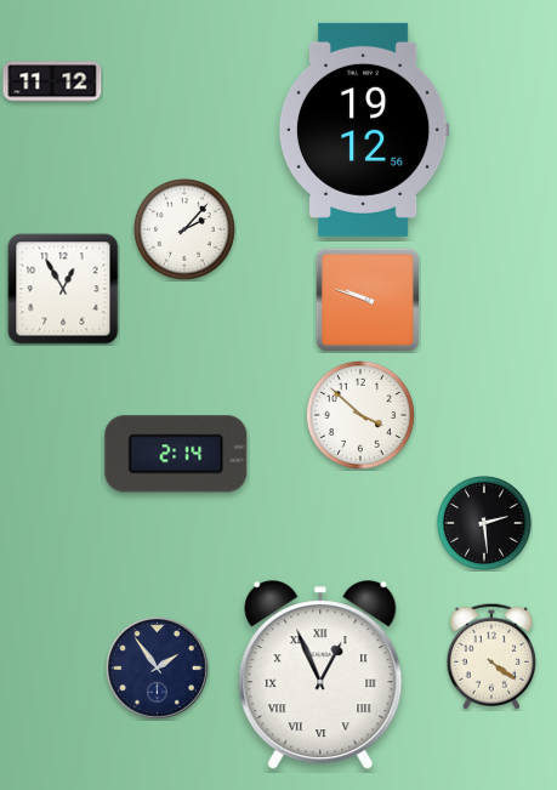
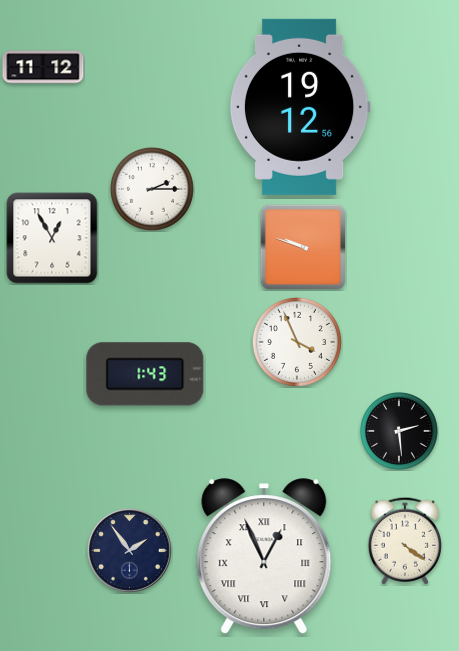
clock at (184, 229): 2:07 -> 2:15
clock at (360, 415): 3:52 -> 3:56
clock at (176, 454): 2:14 -> 1:43
